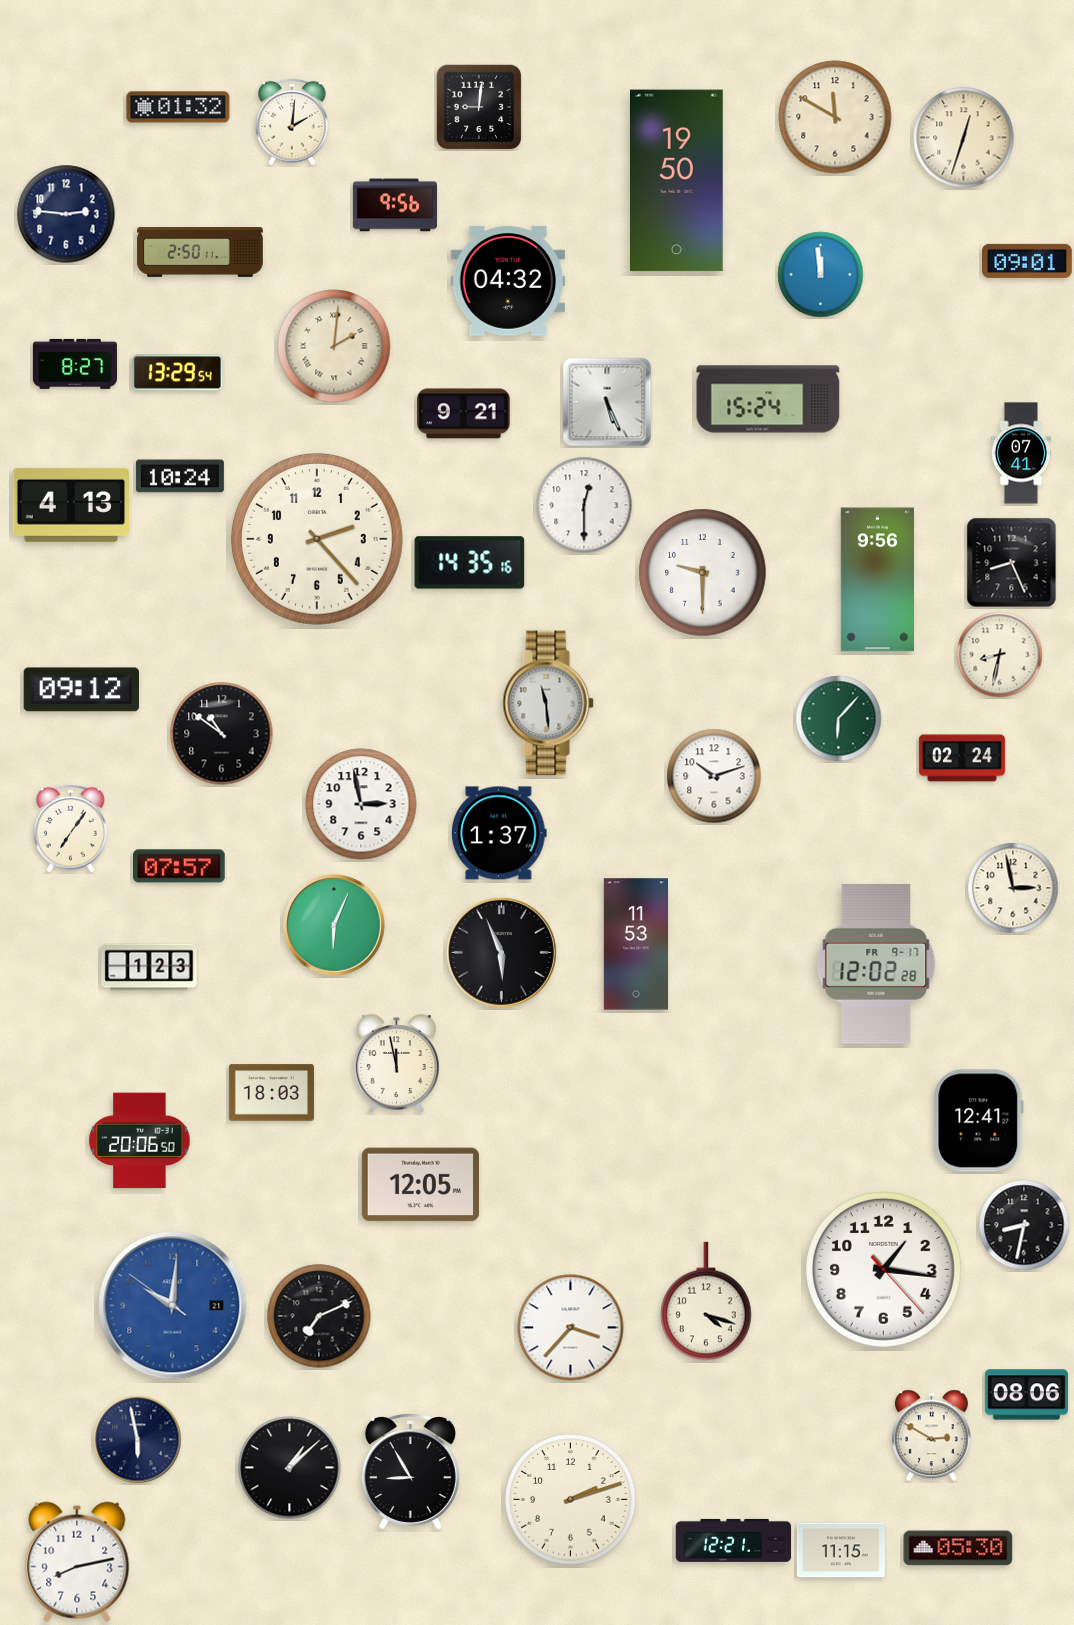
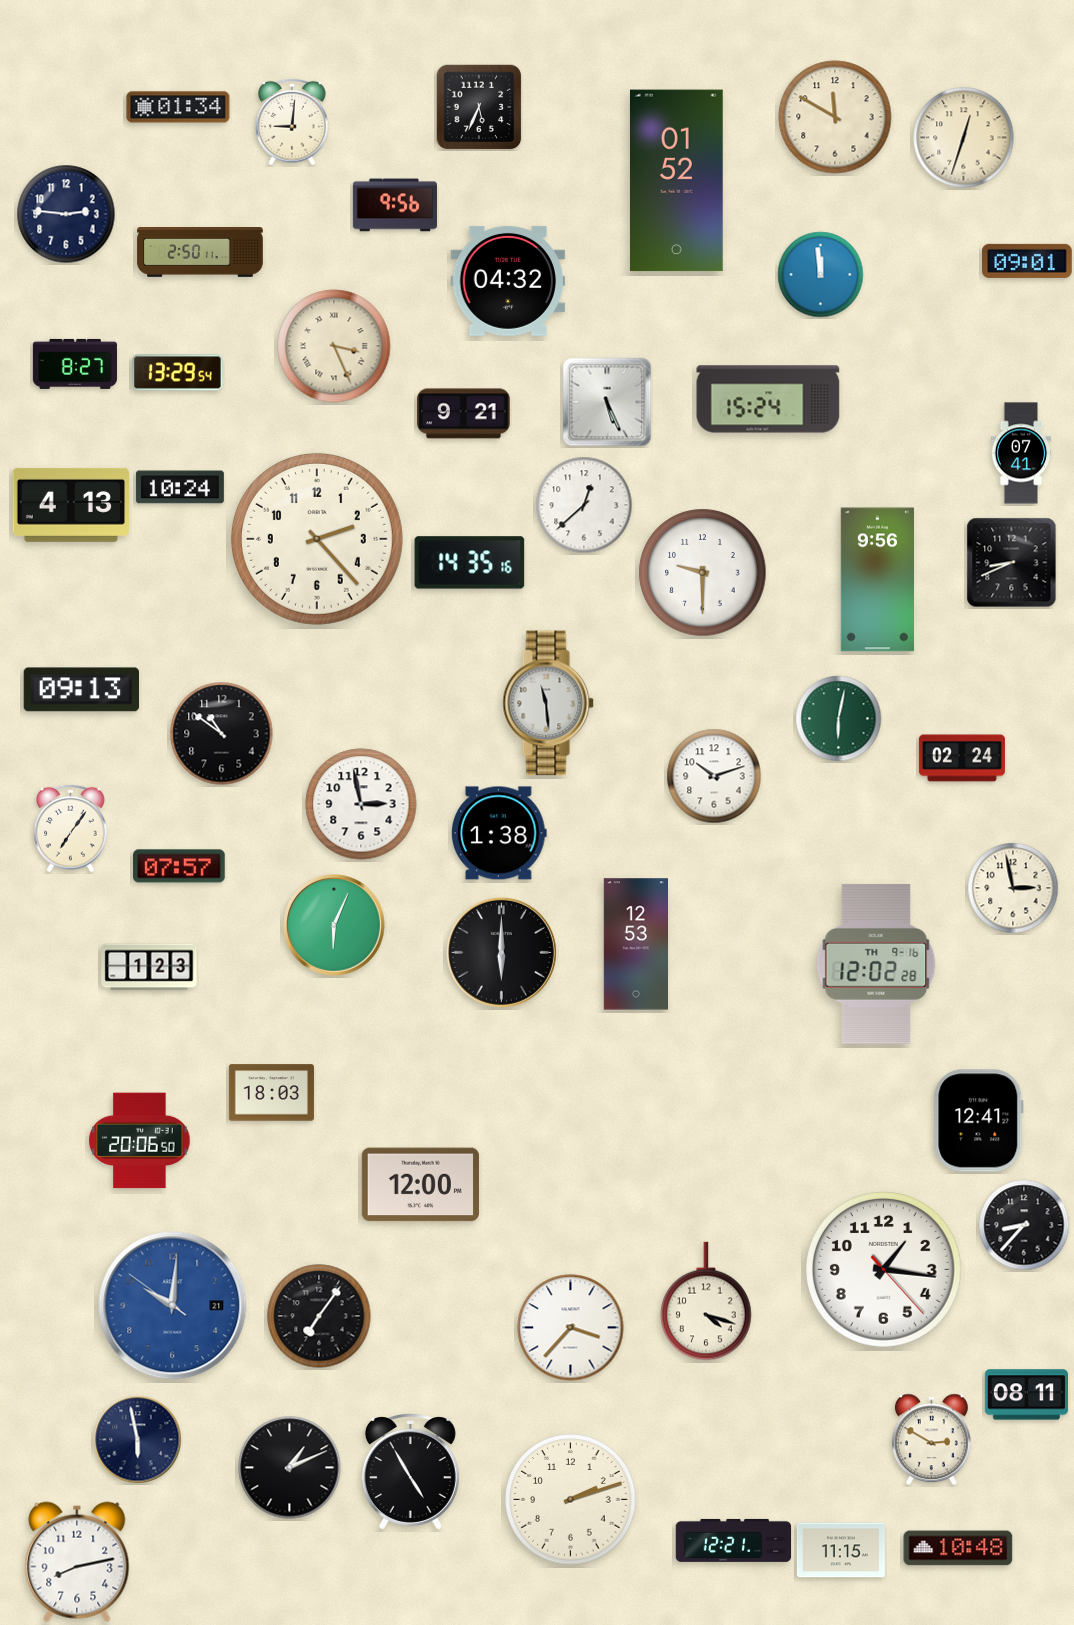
clock at (178, 107): 01:32 -> 01:34
clock at (479, 107): 9:01 -> 5:34
clock at (292, 122): 2:01 -> 9:01
clock at (676, 181): 19:50 -> 01:52
clock at (334, 346): 2:01 -> 3:26
clock at (180, 476) position: (180, 476) -> (180, 487)
clock at (584, 505): 12:30 -> 12:38
clock at (1012, 563): 8:26 -> 8:41
clock at (1000, 655): 8:32 -> none
clock at (81, 690): 09:12 -> 09:13
clock at (839, 719): 6:07 -> 6:02
clock at (499, 833): 1:37 -> 1:38
clock at (635, 944): 11:53 -> 12:53
clock at (501, 952): 5:56 -> 6:00
clock at (876, 964) date: FR 9-17 -> TH 9-16
clock at (396, 1064): 11:58 -> none
clock at (420, 1185): 12:05 -> 12:00
clock at (1024, 1225): 8:32 -> 8:37
clock at (319, 1316): 7:11 -> 7:06
clock at (1026, 1395): 08:06 -> 08:11
clock at (931, 1436) position: (931, 1436) -> (931, 1440)
clock at (290, 1468): 1:08 -> 1:11
clock at (410, 1472): 8:55 -> 4:55
clock at (958, 1548): 05:30 -> 10:48
